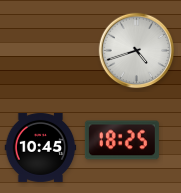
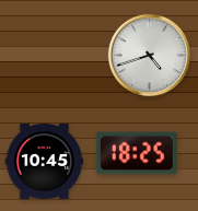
clock at (122, 140) position: (122, 140) -> (137, 153)
